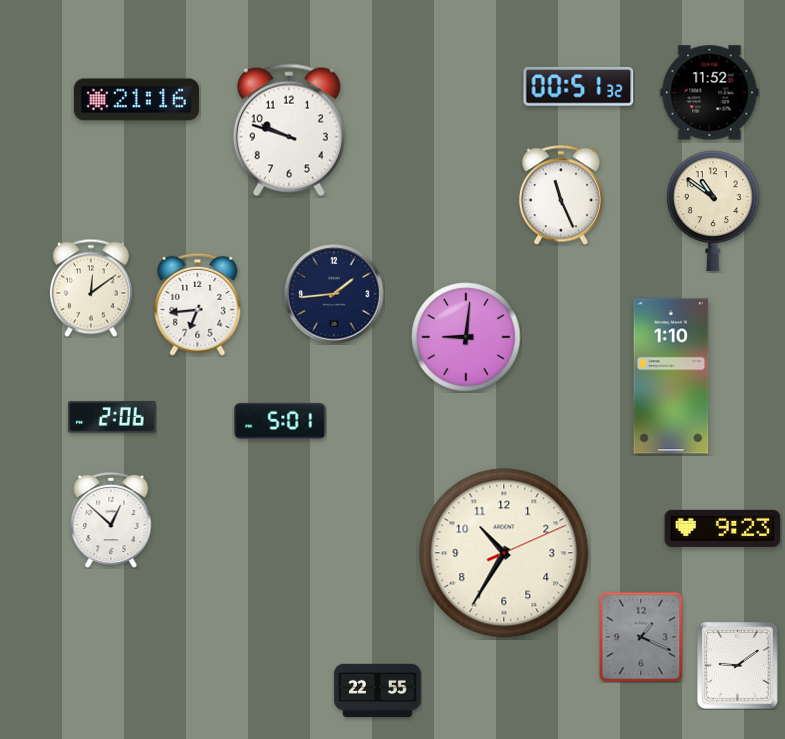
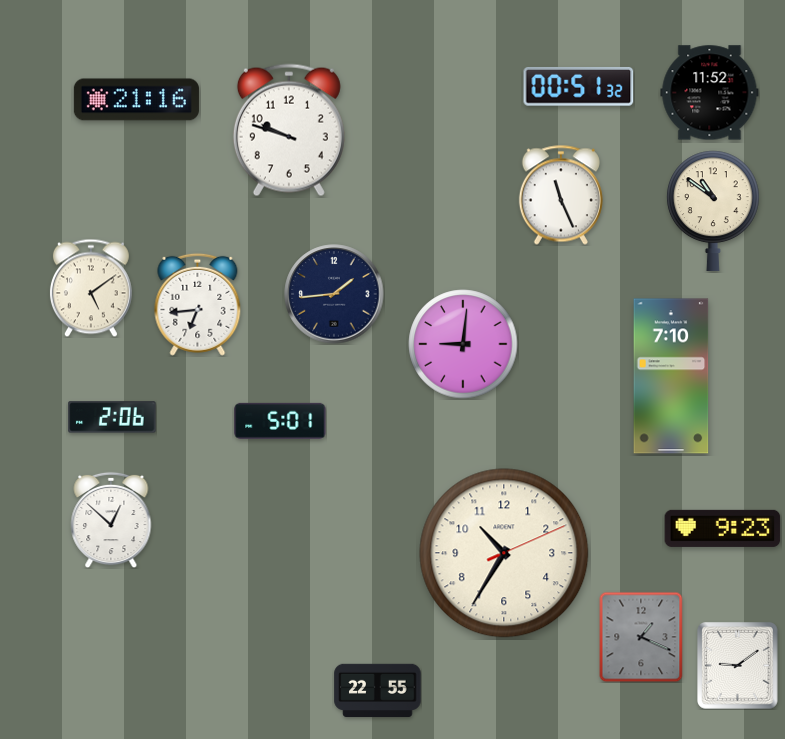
clock at (91, 288): 12:09 -> 5:09
clock at (466, 337) position: (466, 337) -> (463, 344)
clock at (671, 376): 1:10 -> 7:10
